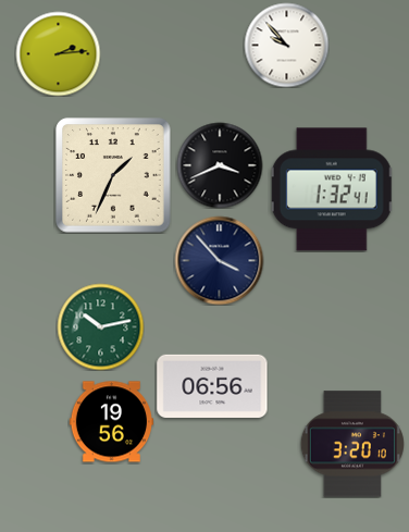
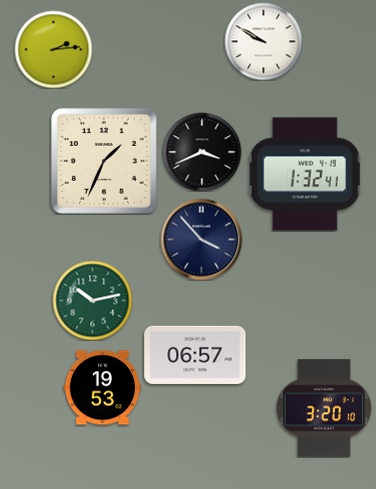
clock at (286, 45): 9:53 -> 9:50
clock at (212, 386): 06:56 -> 06:57
clock at (111, 422): 19:56 -> 19:53
